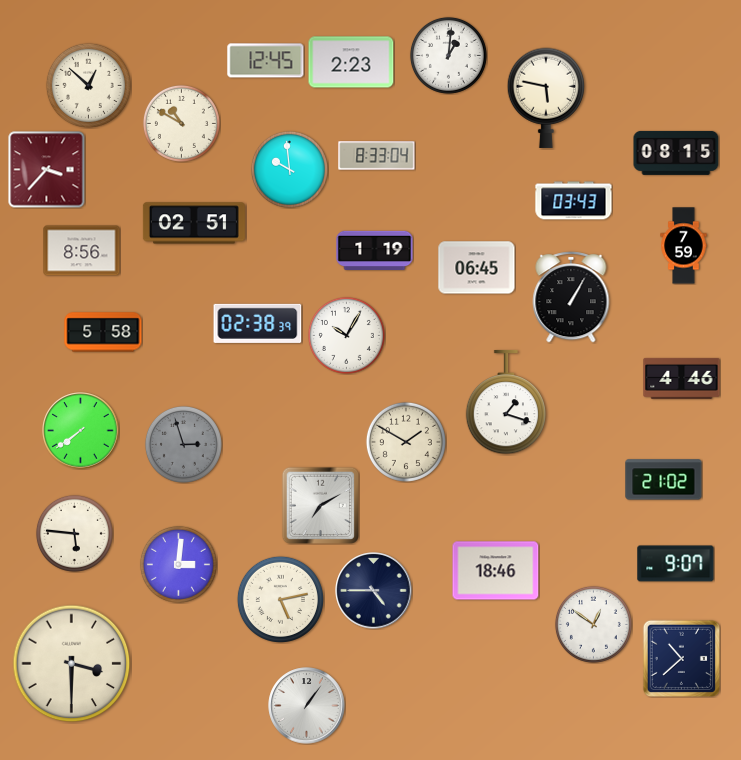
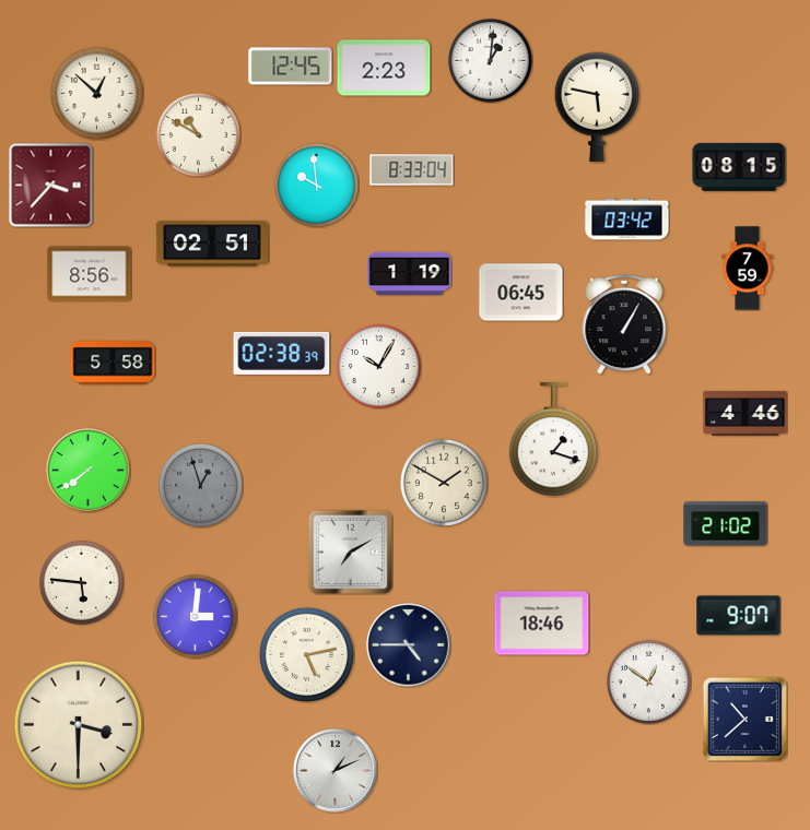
clock at (574, 201): 03:43 -> 03:42
clock at (183, 444): 2:57 -> 12:57
clock at (307, 706): 1:06 -> 1:11
